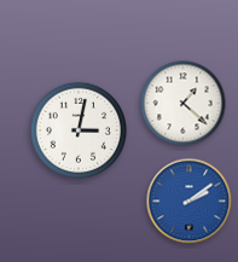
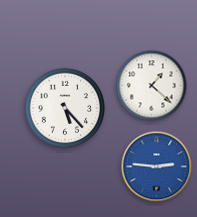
clock at (79, 130): 3:02 -> 5:23
clock at (190, 202): 2:09 -> 2:46
